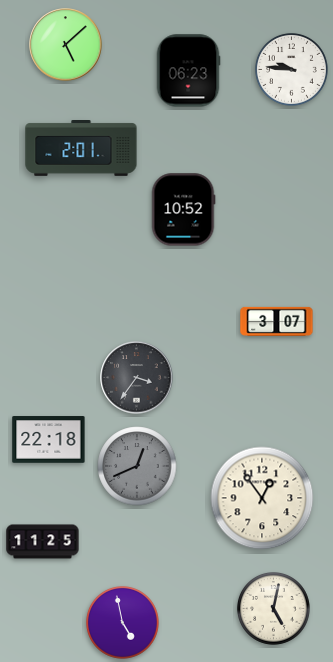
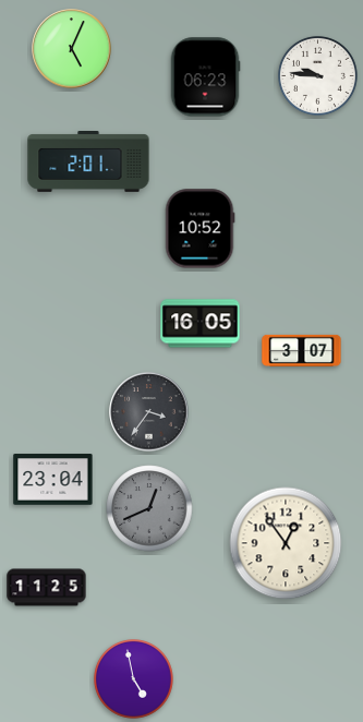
clock at (66, 45): 5:08 -> 5:04
clock at (201, 324): none -> 16:05
clock at (49, 440): 22:18 -> 23:04
clock at (43, 542) position: (43, 542) -> (47, 588)
clock at (274, 609): 5:02 -> none
